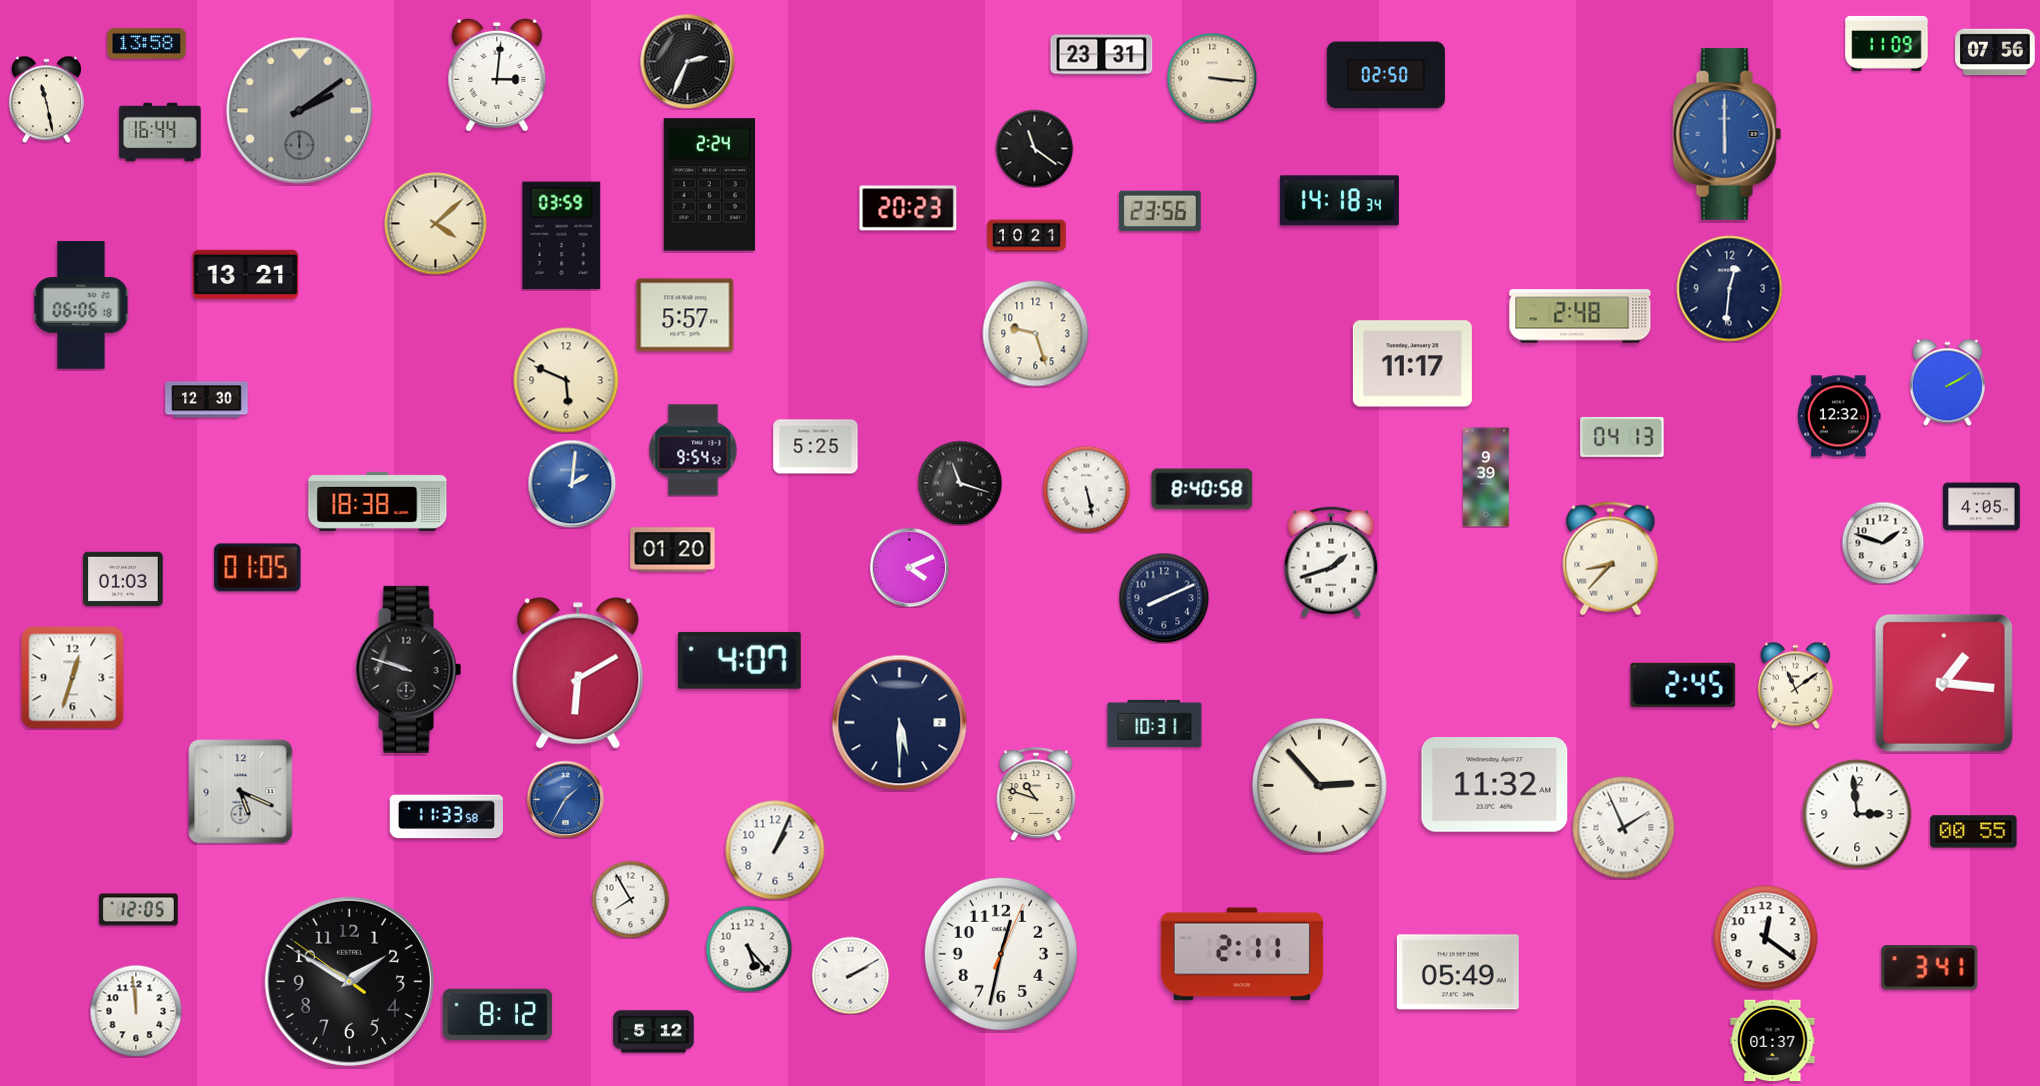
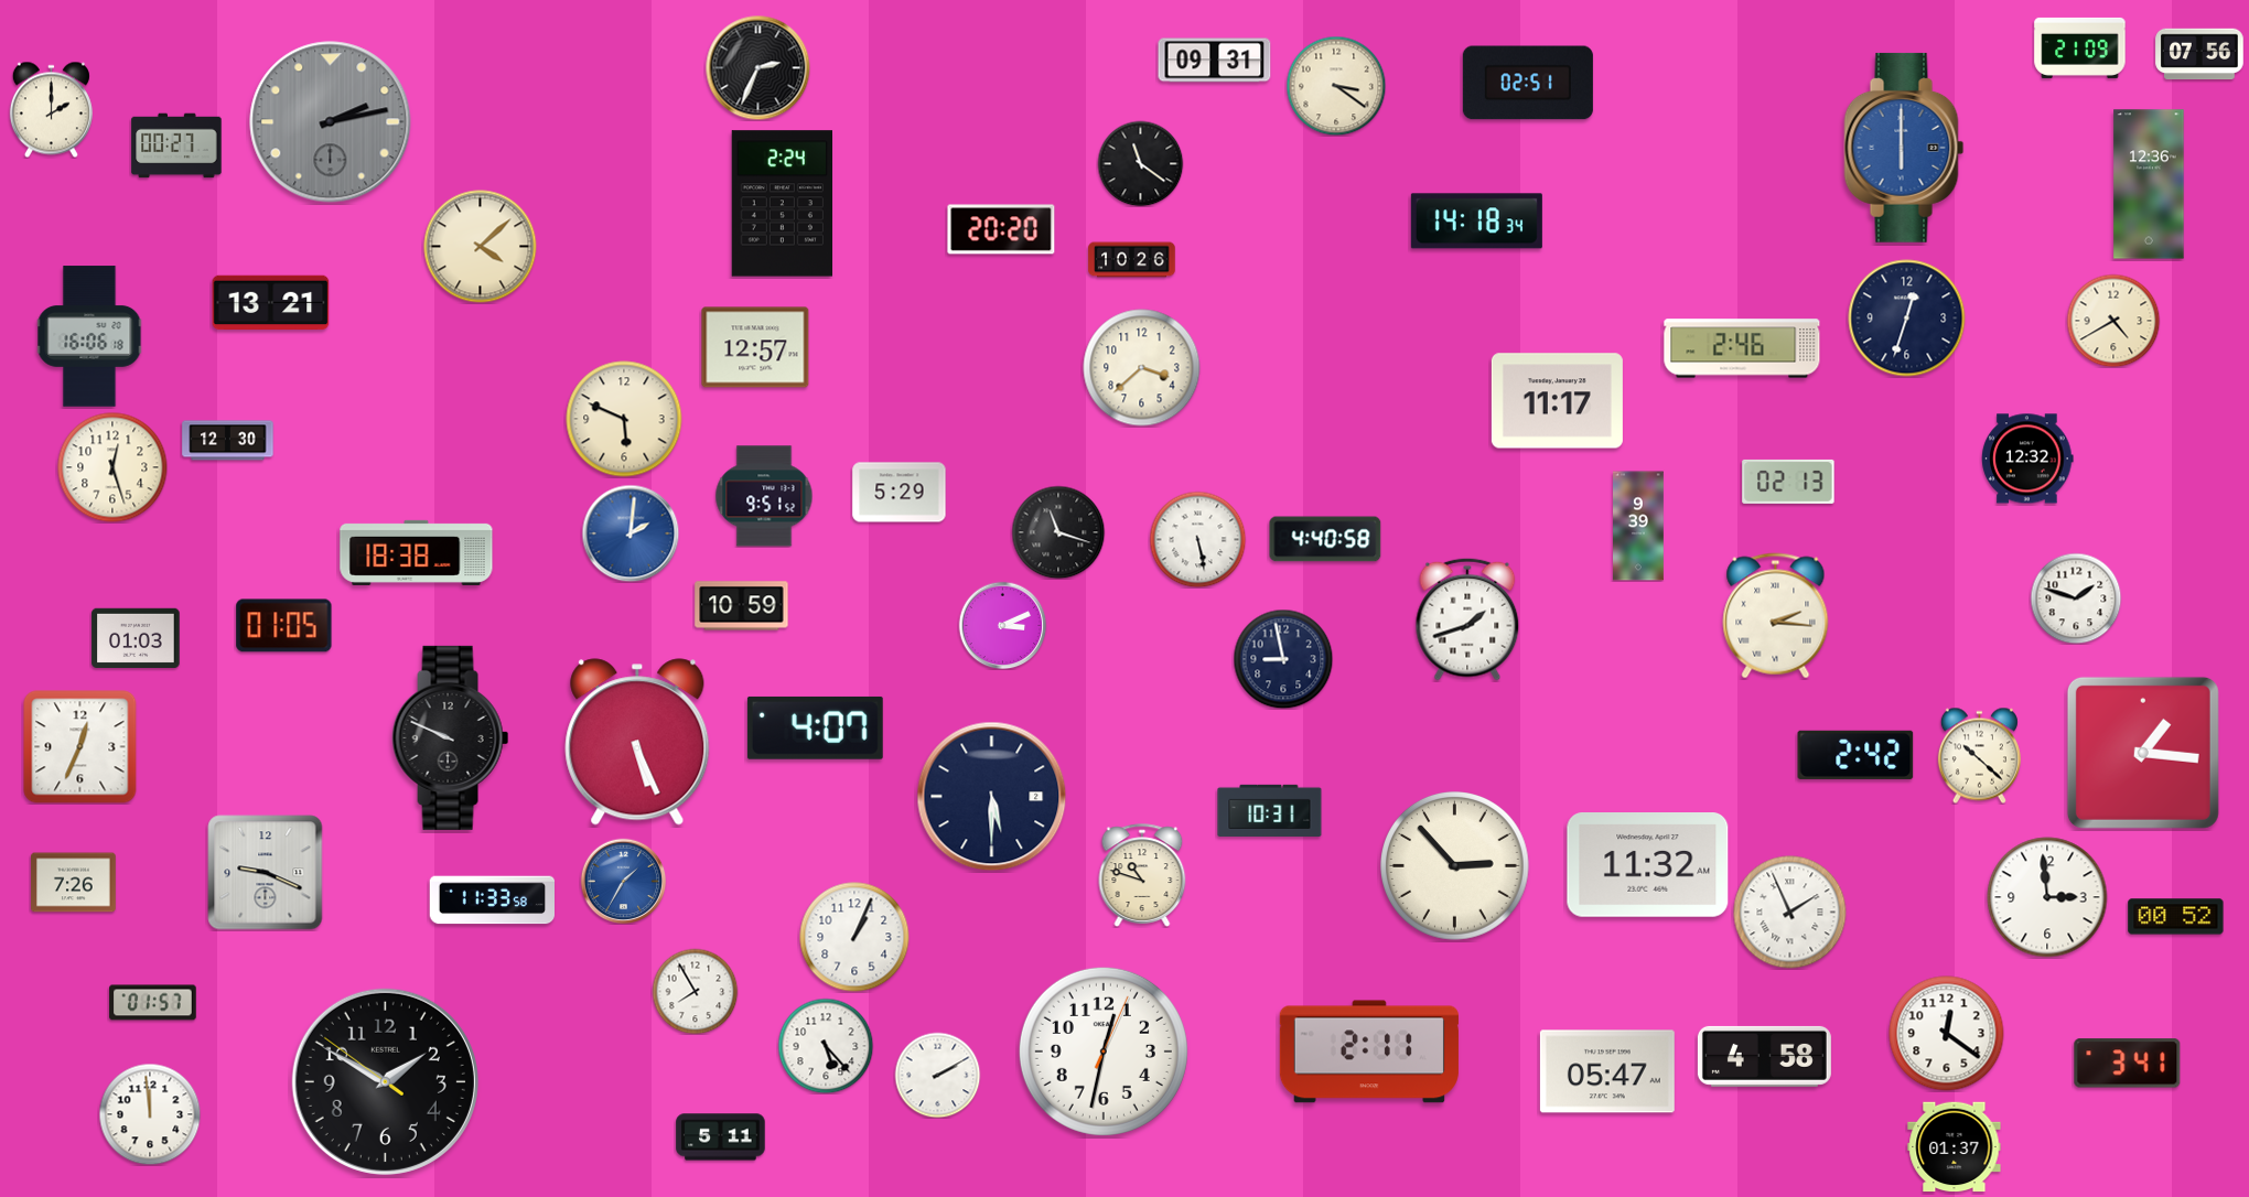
clock at (1887, 43): 11:09 -> 21:09
clock at (147, 44): 13:58 -> none
clock at (1995, 52) position: (1995, 52) -> (2199, 54)
clock at (1102, 55): 23:31 -> 09:31
clock at (497, 75): 3:01 -> none
clock at (1386, 75): 02:50 -> 02:51
clock at (1212, 78): 3:16 -> 3:21
clock at (46, 99): 11:28 -> 2:00
clock at (300, 111): 2:09 -> 2:13
clock at (160, 132): 16:44 -> 00:27
clock at (2149, 184): none -> 12:36
clock at (908, 208): 20:23 -> 20:20
clock at (1160, 211): 23:56 -> none
clock at (562, 236): 03:59 -> none
clock at (1027, 236): 10:21 -> 10:26
clock at (1730, 289): 12:31 -> 12:33
clock at (2113, 321): none -> 4:40
clock at (81, 305): 06:06 -> 16:06
clock at (685, 315): 5:57 -> 12:57
clock at (1580, 316): 2:48 -> 2:46
clock at (1036, 334): 9:27 -> 3:38
clock at (1947, 382): 2:10 -> none
clock at (112, 467): none -> 12:27
clock at (1622, 437): 04:13 -> 02:13
clock at (816, 447): 5:25 -> 5:29
clock at (693, 450): 9:54 -> 9:51
clock at (1202, 489): 8:40 -> 4:40
clock at (1982, 507): 4:05 -> none
clock at (673, 550): 01:20 -> 10:59
clock at (1611, 559): 8:37 -> 2:16
clock at (909, 567): 4:11 -> 3:11
clock at (1164, 598): 8:11 -> 8:58
clock at (409, 669): 9:48 -> 9:49
clock at (578, 673): 6:10 -> 5:26
clock at (73, 678): 12:33 -> 12:34
clock at (1683, 685): 2:45 -> 2:42
clock at (1795, 685): 11:09 -> 10:22
clock at (1155, 723) position: (1155, 723) -> (1270, 810)
clock at (241, 792): 5:19 -> 9:19
clock at (74, 883): none -> 7:26
clock at (1974, 832): 00:55 -> 00:52
clock at (139, 910): 12:05 -> 01:57
clock at (1764, 1056): none -> 4:58
clock at (1930, 968) position: (1930, 968) -> (2128, 1064)
clock at (1458, 972): 05:49 -> 05:47
clock at (498, 1015): 8:12 -> none
clock at (654, 1032): 5:12 -> 5:11
